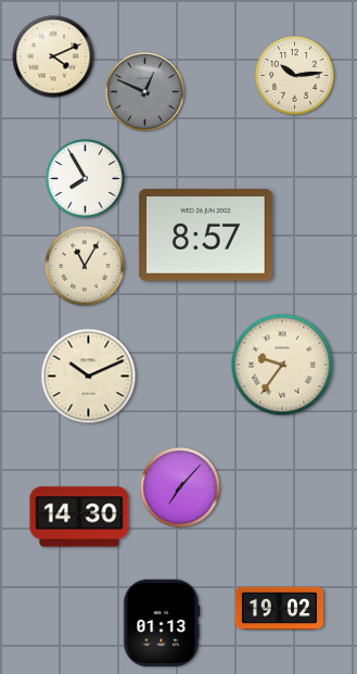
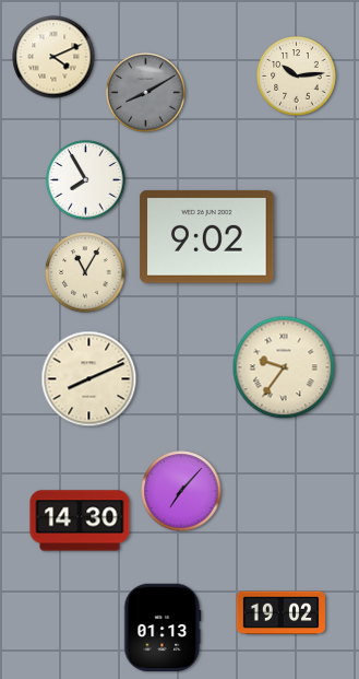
clock at (145, 92): 12:49 -> 8:10
clock at (206, 236): 8:57 -> 9:02
clock at (85, 266) position: (85, 266) -> (85, 272)
clock at (89, 377): 10:11 -> 8:11
